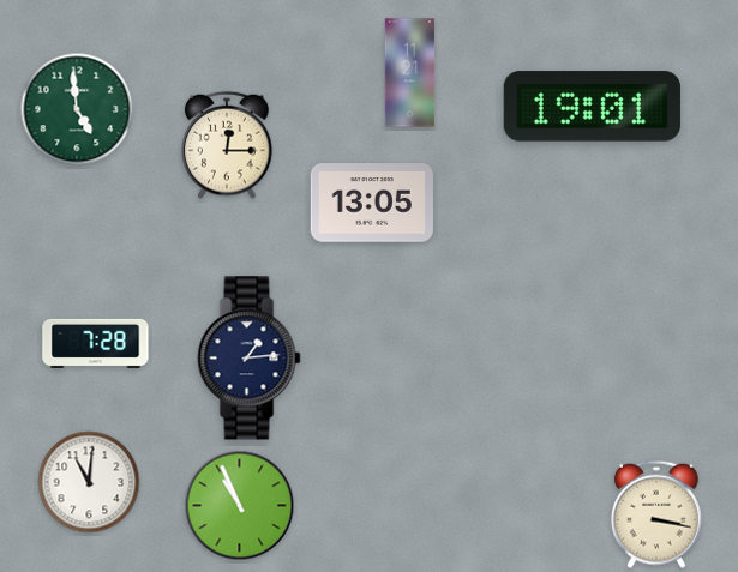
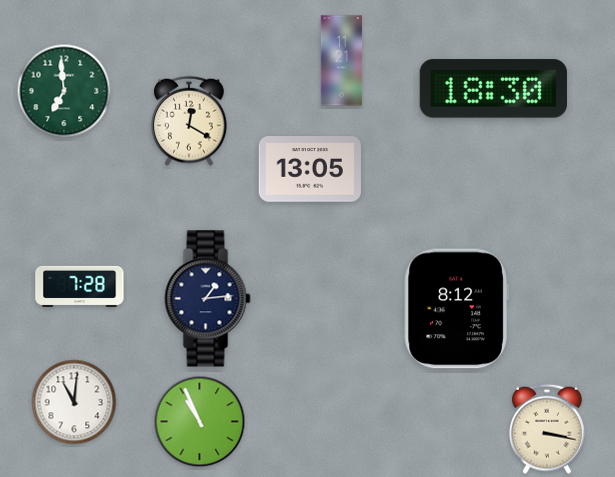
clock at (592, 107): 19:01 -> 18:30
clock at (77, 109): 4:59 -> 6:59
clock at (228, 145): 12:15 -> 12:20
clock at (456, 309): none -> 8:12
